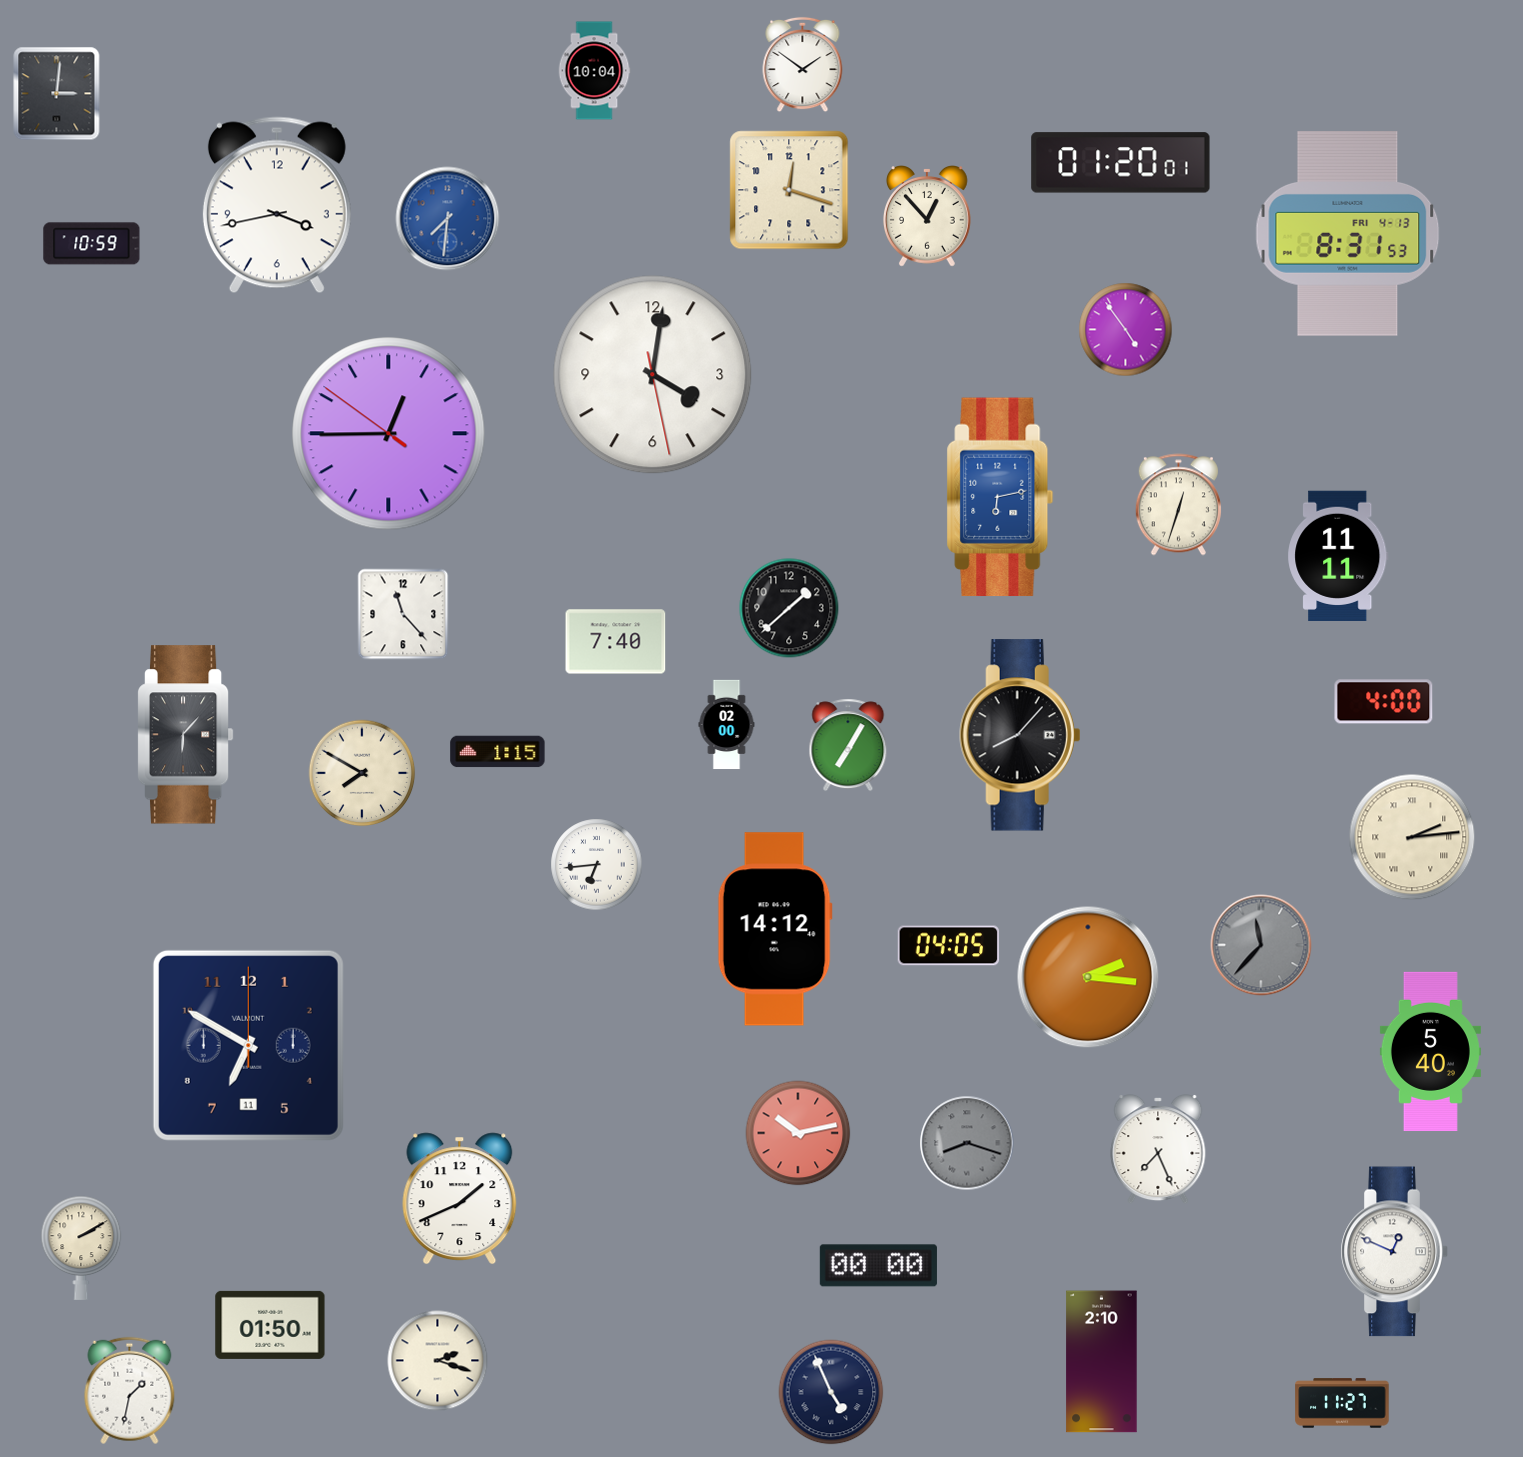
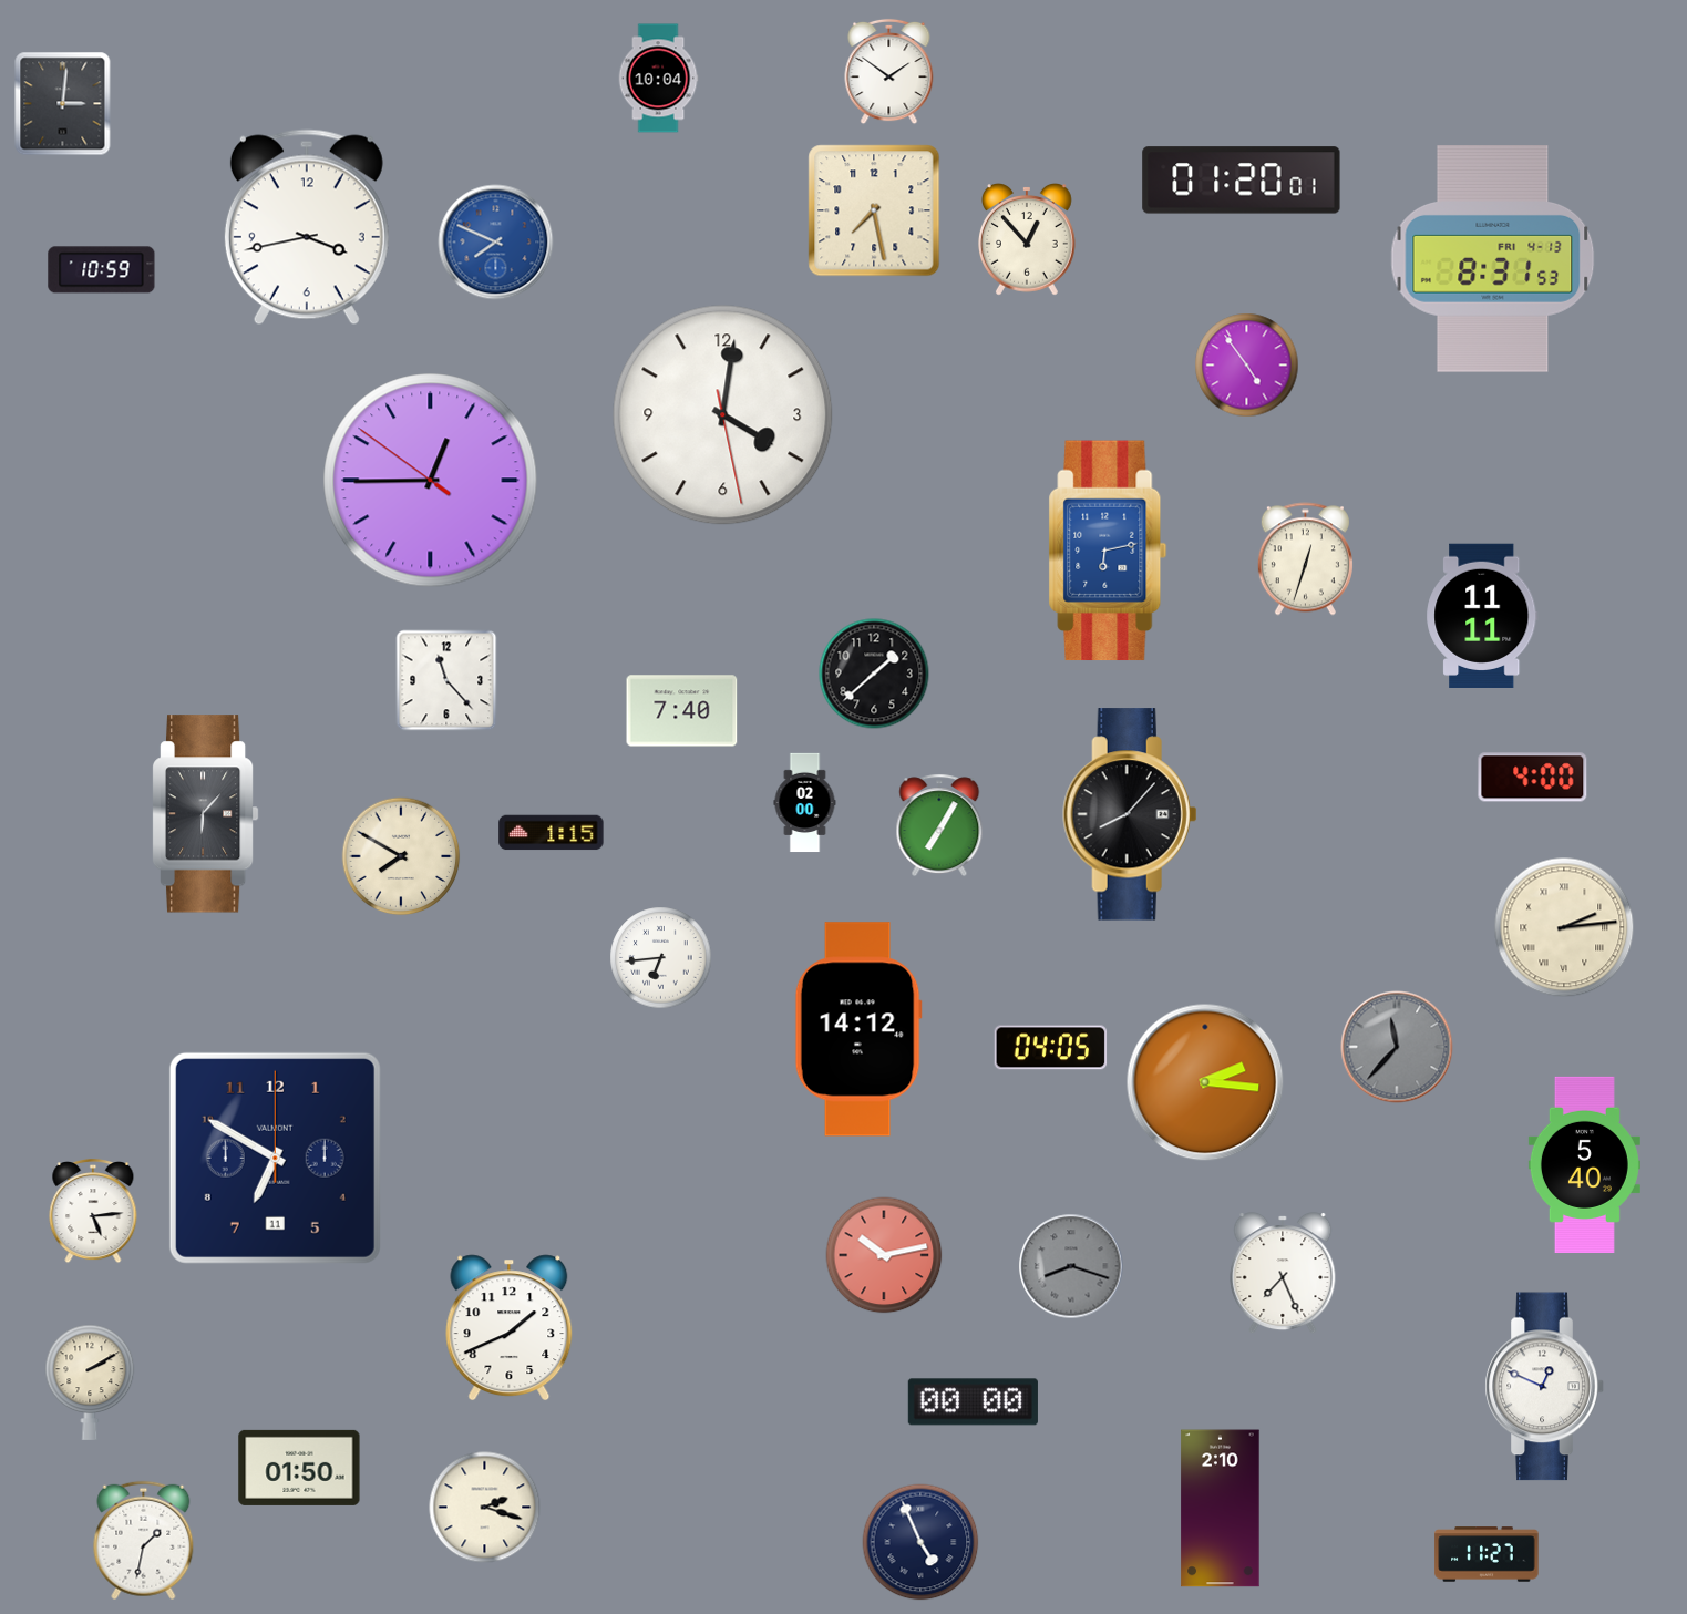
clock at (789, 190): 12:18 -> 7:28
clock at (448, 219): 7:31 -> 7:49
clock at (93, 1212): none -> 5:14
